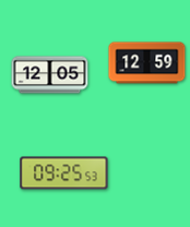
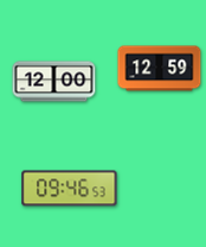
clock at (50, 75): 12:05 -> 12:00
clock at (64, 174): 09:25 -> 09:46
